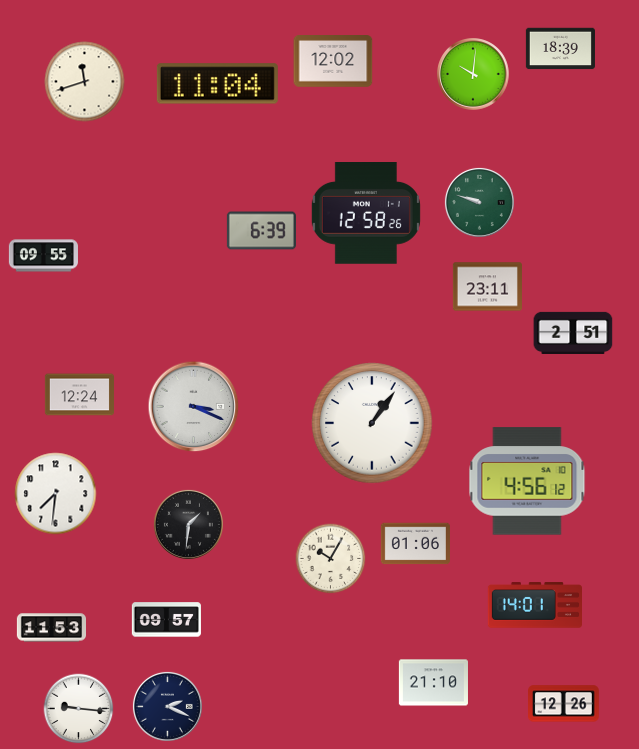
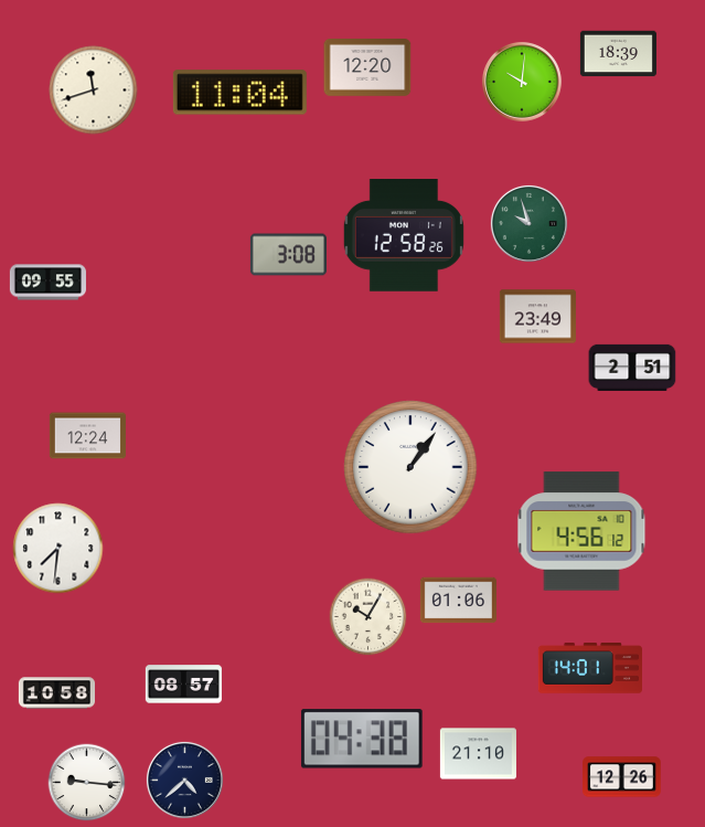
clock at (333, 62): 12:02 -> 12:20
clock at (479, 202): 9:48 -> 9:57
clock at (261, 231): 6:39 -> 3:08
clock at (487, 287): 23:11 -> 23:49
clock at (194, 407): 3:19 -> none
clock at (56, 494) position: (56, 494) -> (58, 549)
clock at (188, 524): 1:31 -> none
clock at (331, 559) position: (331, 559) -> (368, 617)
clock at (166, 620): 09:57 -> 08:57
clock at (51, 628): 11:53 -> 10:58
clock at (362, 739): none -> 04:38
clock at (167, 706): 2:19 -> 4:38
